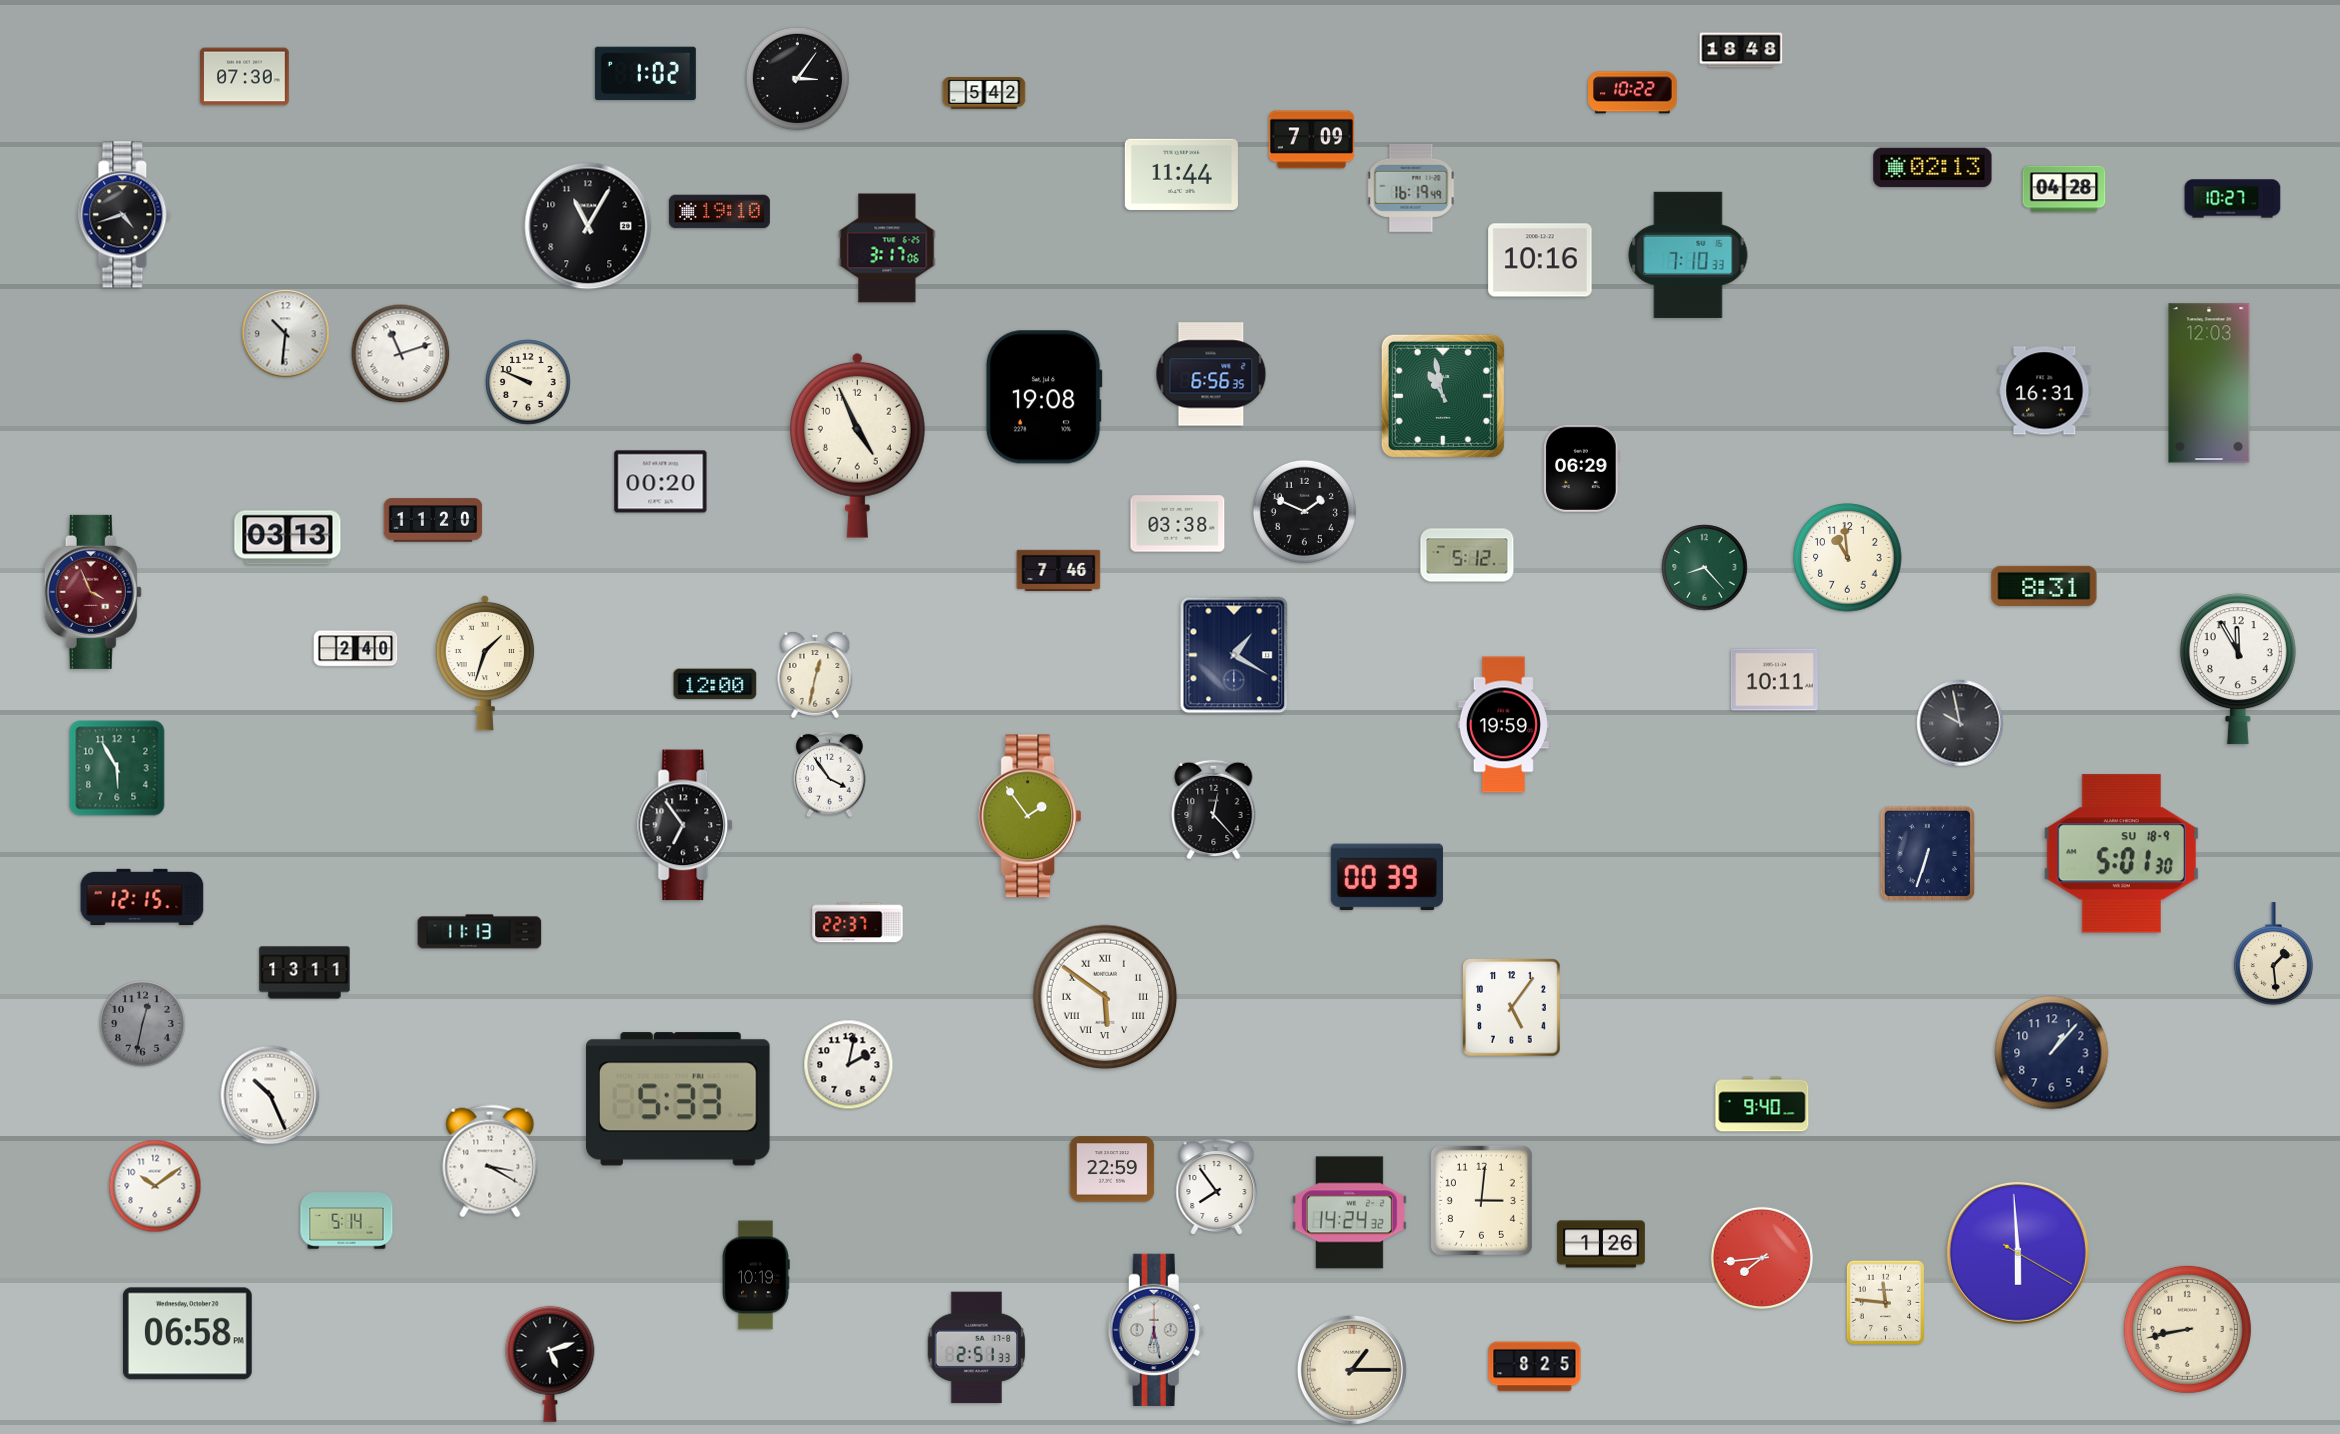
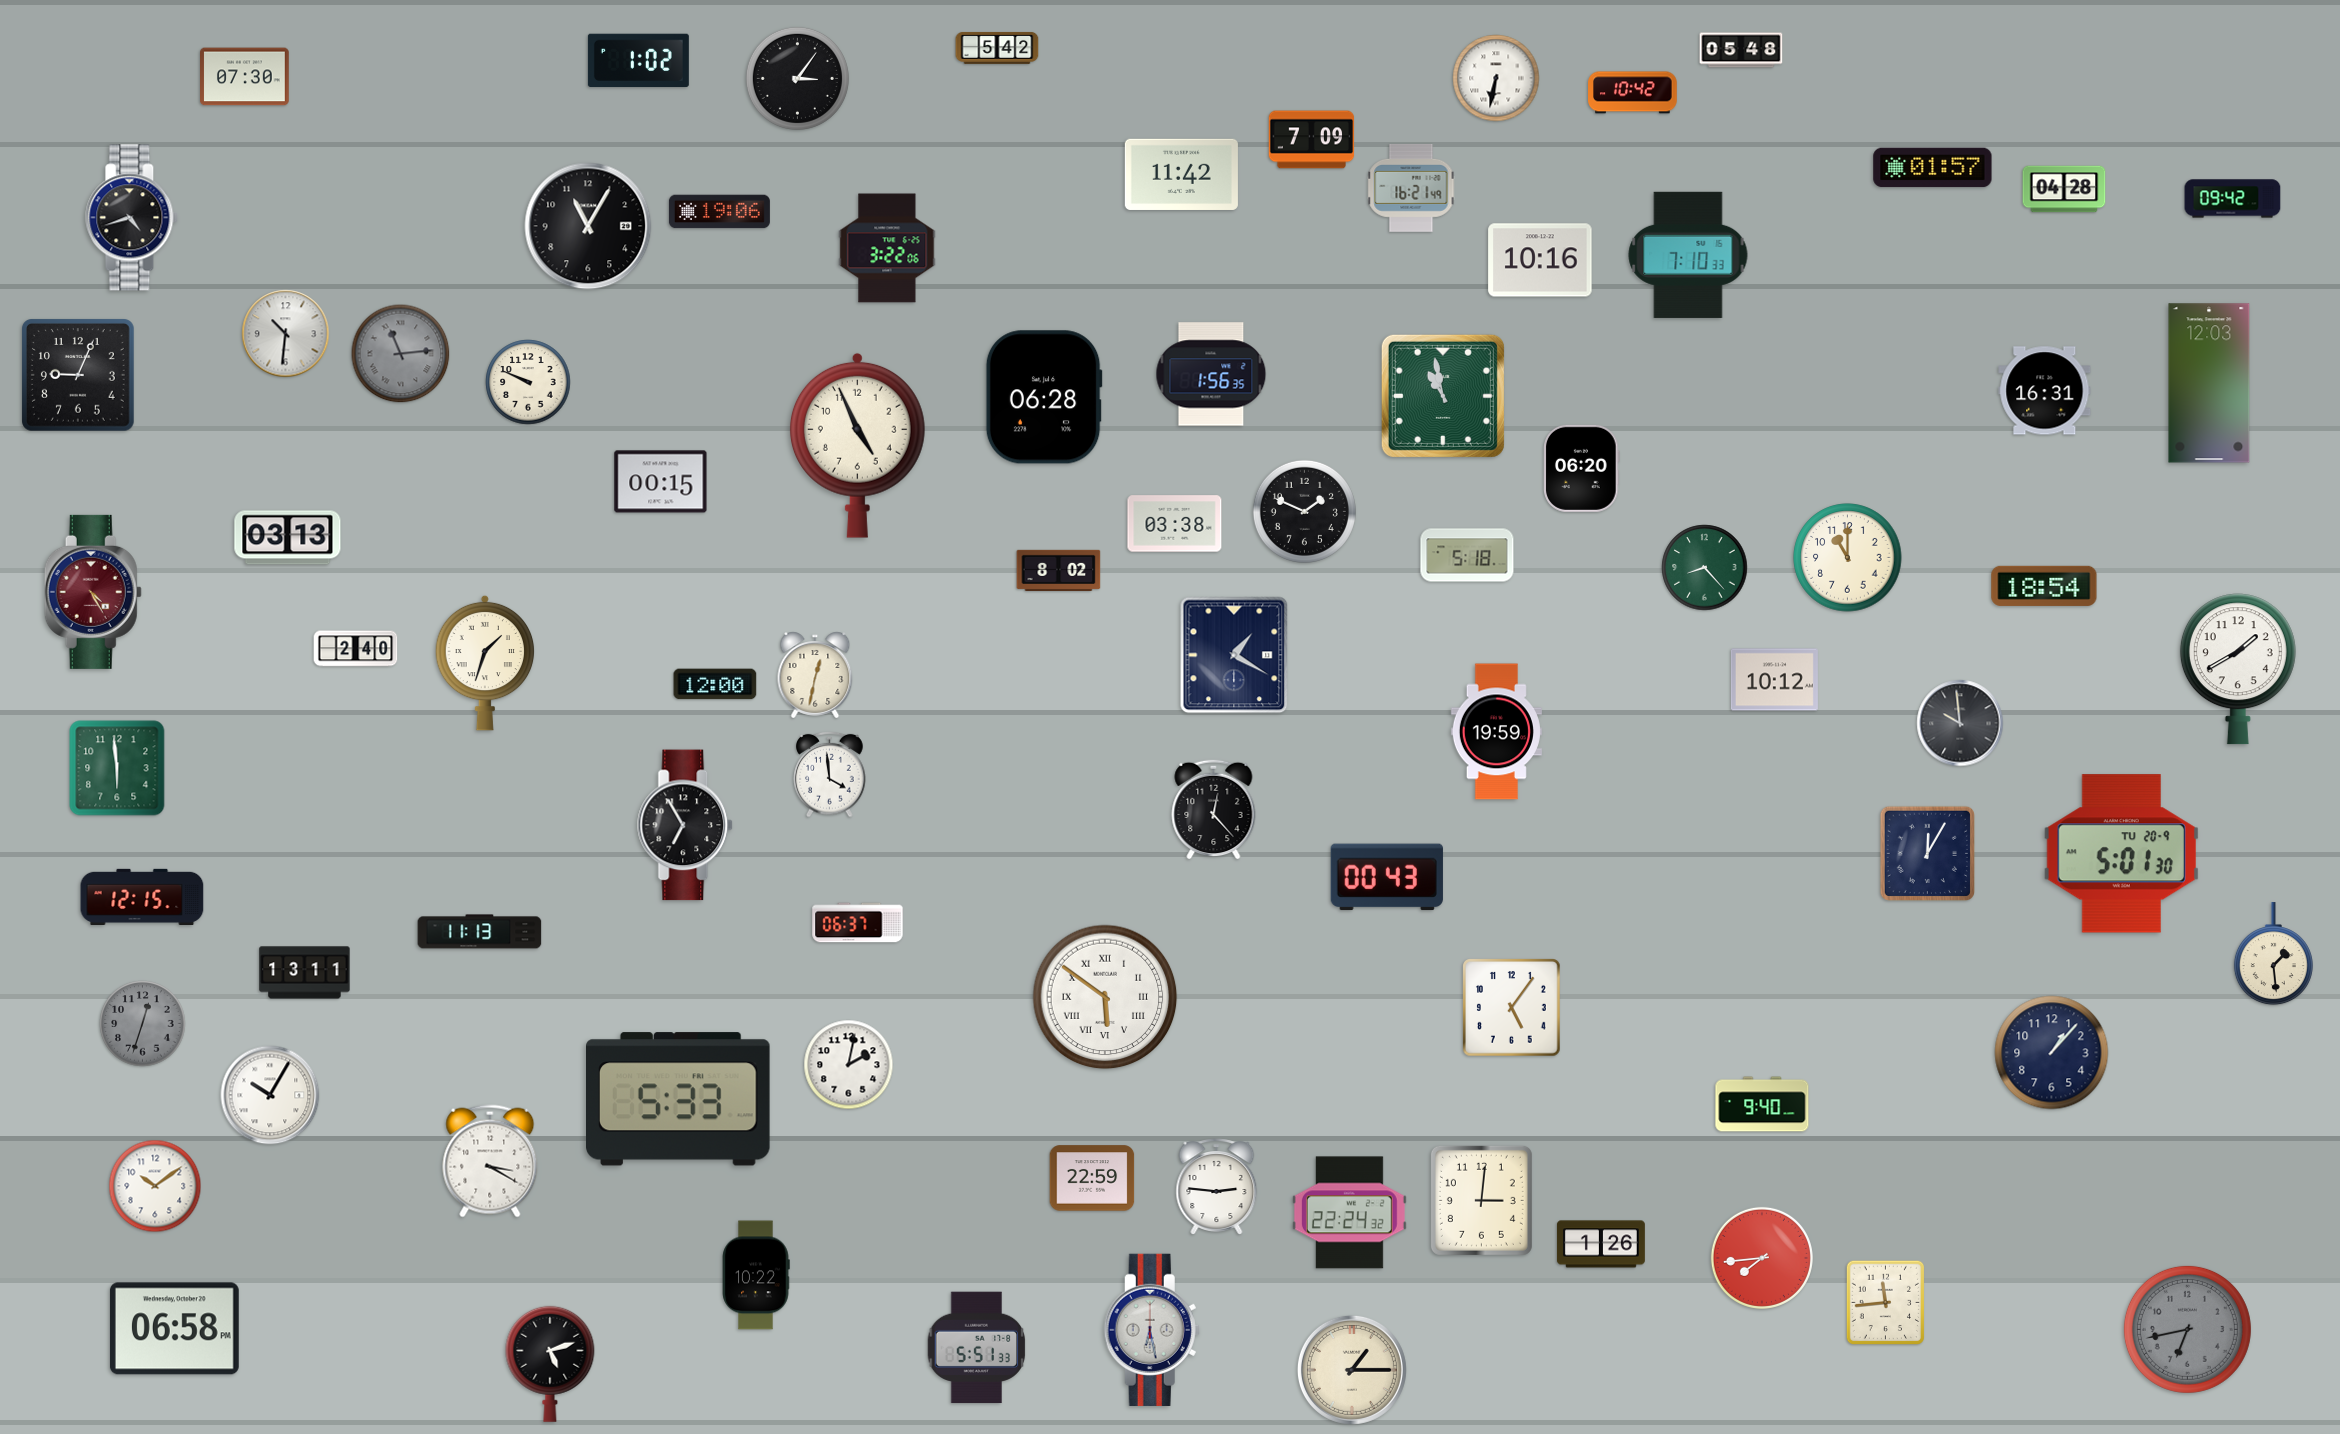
clock at (1741, 50): 18:48 -> 05:48
clock at (645, 73) position: (645, 73) -> (638, 60)
clock at (1496, 78): none -> 6:32
clock at (984, 93) position: (984, 93) -> (997, 48)
clock at (1633, 93): 10:22 -> 10:42
clock at (1933, 168): 02:13 -> 01:57
clock at (1181, 174): 11:44 -> 11:42
clock at (1411, 188): 16:19 -> 16:21
clock at (2233, 199): 10:27 -> 09:42
clock at (719, 212): 19:10 -> 19:06
clock at (125, 215) position: (125, 215) -> (132, 218)
clock at (887, 248): 3:17 -> 3:22
clock at (401, 354): 11:12 -> 11:14
clock at (401, 354) dial: white -> grey
clock at (1211, 374): 6:56 -> 1:56
clock at (79, 376): none -> 9:04
clock at (1044, 397): 19:08 -> 06:28
clock at (1582, 468): 06:29 -> 06:20
clock at (661, 482): 00:20 -> 00:15
clock at (433, 520): 11:20 -> none
clock at (1178, 524) position: (1178, 524) -> (1175, 524)
clock at (1467, 555): 5:12 -> 5:18
clock at (1848, 558): 10:59 -> 11:00
clock at (1059, 570): 7:46 -> 8:02
clock at (2044, 586): 8:31 -> 18:54
clock at (93, 592): 3:56 -> 4:25
clock at (2238, 669): 11:55 -> 1:40
clock at (1774, 680): 10:11 -> 10:12
clock at (1960, 723): 9:58 -> 9:59
clock at (1503, 725) position: (1503, 725) -> (1496, 732)
clock at (117, 768): 5:55 -> 5:59
clock at (830, 774): 3:54 -> 3:59
clock at (1029, 816): 1:54 -> none
clock at (686, 825): 6:54 -> 6:55
clock at (1927, 853): 6:33 -> 12:05
clock at (2121, 854) date: SU 18-9 -> TU 20-9
clock at (1387, 877): 00:39 -> 00:43
clock at (858, 923): 22:37 -> 06:37
clock at (143, 1024): 12:32 -> 12:33
clock at (270, 1095): 10:26 -> 10:05
clock at (1112, 1169) position: (1112, 1169) -> (1092, 1178)
clock at (1217, 1187): 7:54 -> 2:46
clock at (1349, 1213): 14:24 -> 22:24
clock at (347, 1221): 5:14 -> none
clock at (2018, 1253): 5:59 -> none
clock at (756, 1275): 10:19 -> 10:22
clock at (1885, 1303): 11:46 -> 11:44
clock at (2187, 1329): 8:43 -> 6:43
clock at (2187, 1329) dial: cream -> grey
clock at (1156, 1330) position: (1156, 1330) -> (1152, 1330)
clock at (187, 1334) position: (187, 1334) -> (174, 1329)
clock at (977, 1348): 2:51 -> 5:51
clock at (1535, 1367): 8:25 -> none
